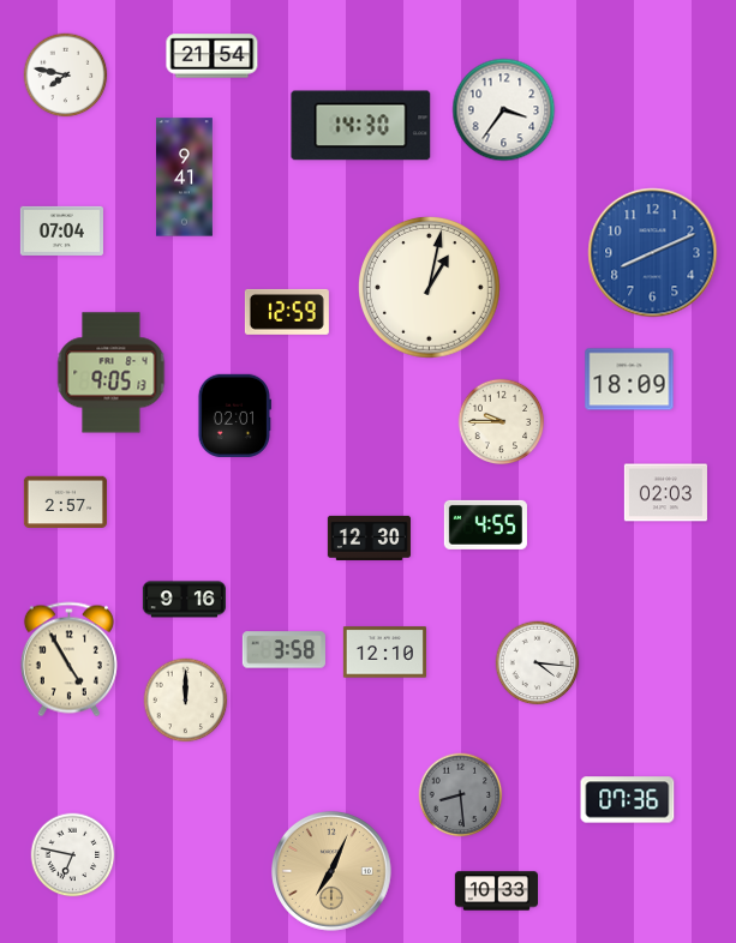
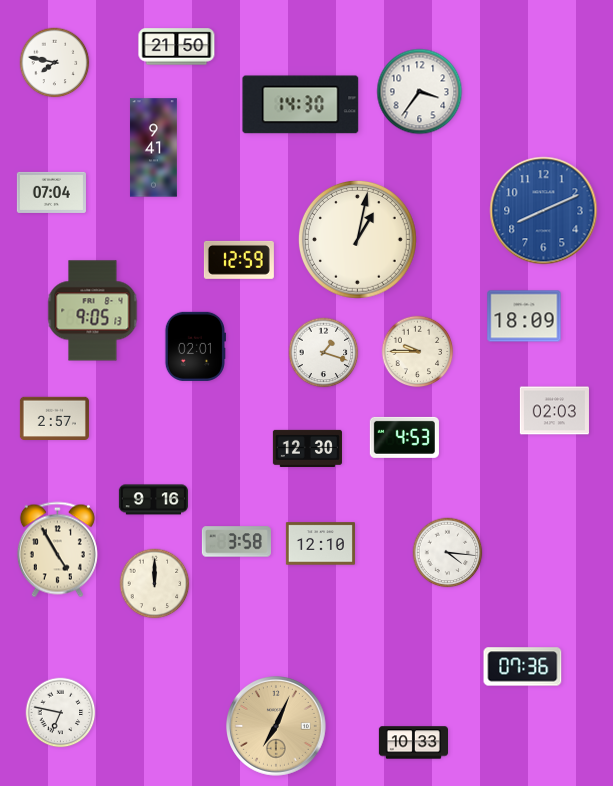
clock at (213, 56): 21:54 -> 21:50
clock at (324, 353): none -> 1:18
clock at (485, 524): 4:55 -> 4:53
clock at (461, 795): 8:29 -> none
